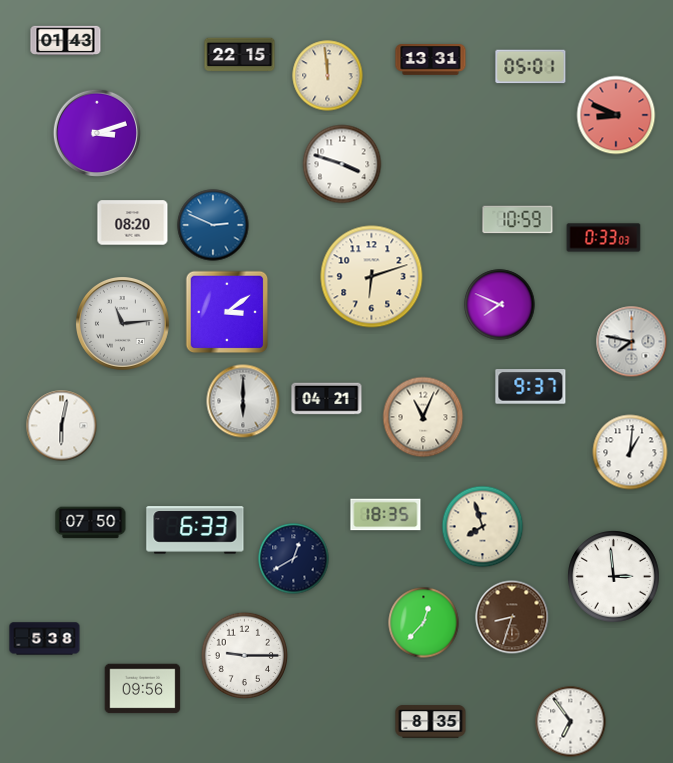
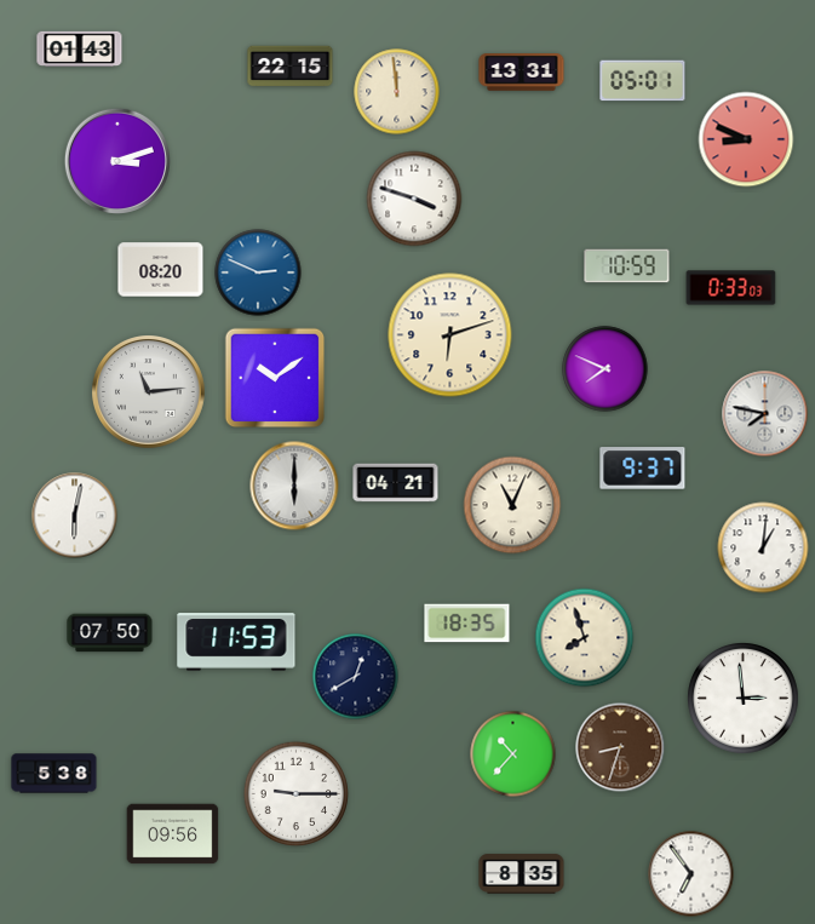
clock at (227, 312): 3:09 -> 10:09
clock at (195, 530): 6:33 -> 11:53
clock at (424, 623): 12:37 -> 10:37
